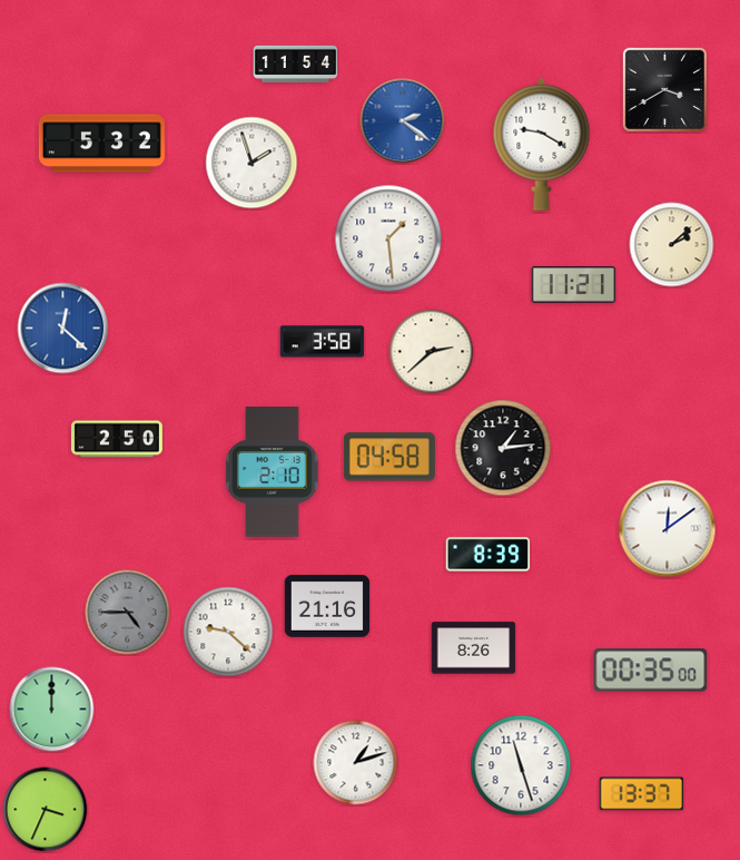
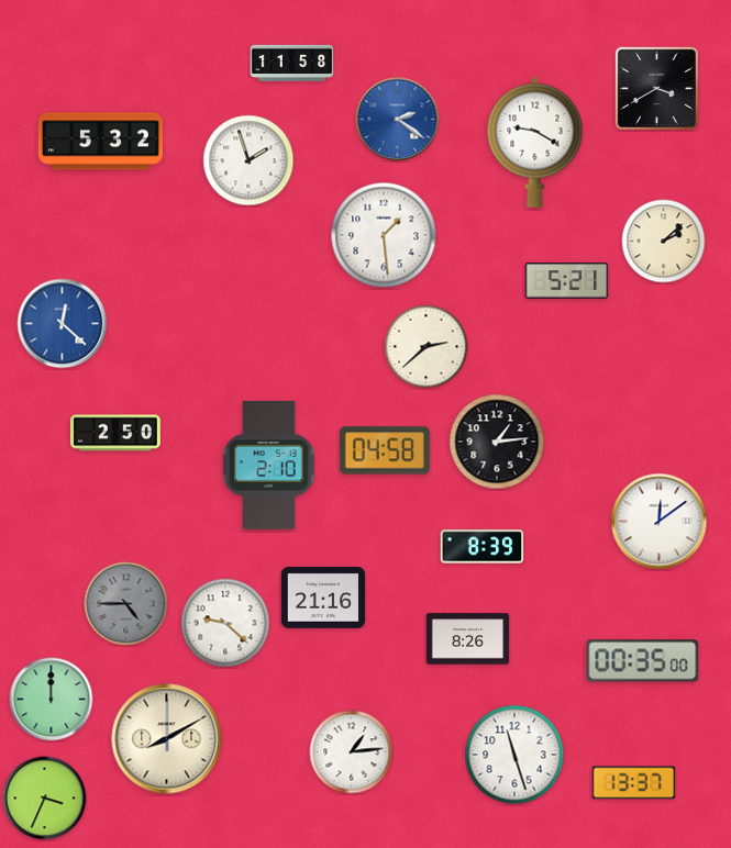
clock at (296, 63): 11:54 -> 11:58
clock at (574, 285): 11:21 -> 5:21
clock at (323, 342): 3:58 -> none
clock at (167, 739): none -> 8:10
clock at (356, 763): 1:12 -> 1:14
